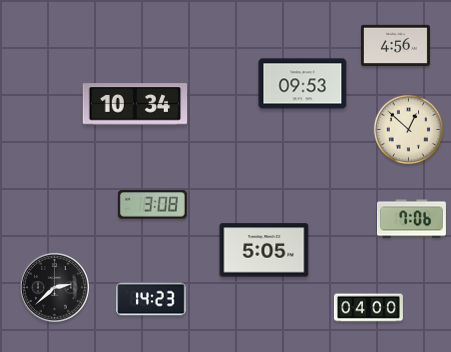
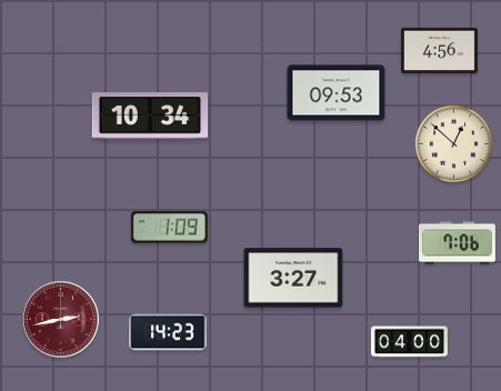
clock at (152, 205): 3:08 -> 1:09
clock at (264, 250): 5:05 -> 3:27
clock at (55, 288): 2:38 -> 2:43
clock at (55, 288) dial: black -> burgundy
